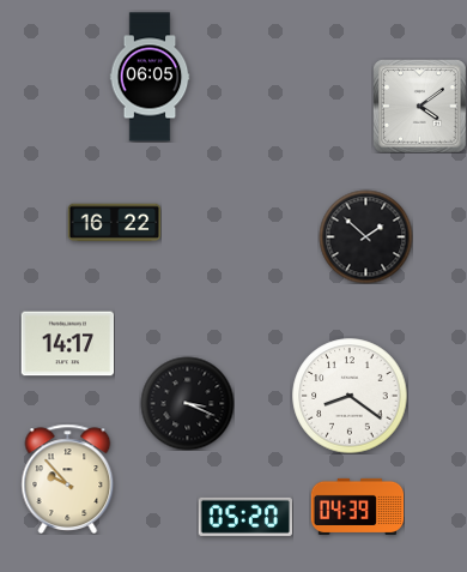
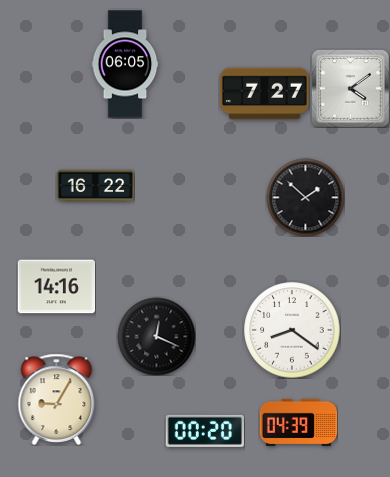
clock at (264, 94): none -> 7:27
clock at (67, 344): 14:17 -> 14:16
clock at (187, 403): 3:19 -> 12:19
clock at (68, 478): 9:53 -> 9:05
clock at (244, 517): 05:20 -> 00:20
